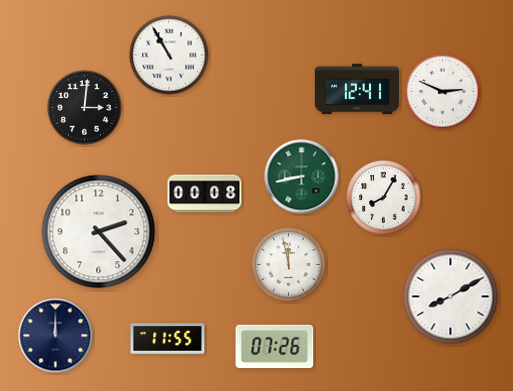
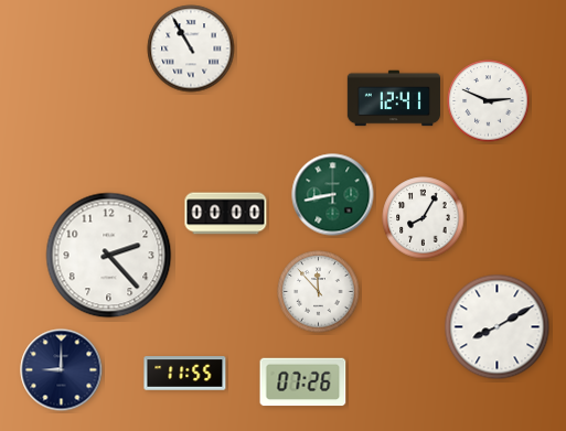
clock at (169, 55) position: (169, 55) -> (191, 49)
clock at (85, 108): 3:01 -> none
clock at (205, 194): 00:08 -> 00:00
clock at (289, 265): 11:58 -> 11:53
clock at (56, 336): 12:00 -> 9:00
